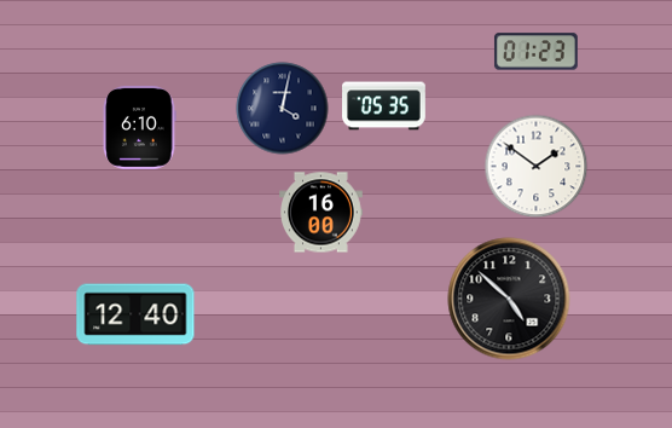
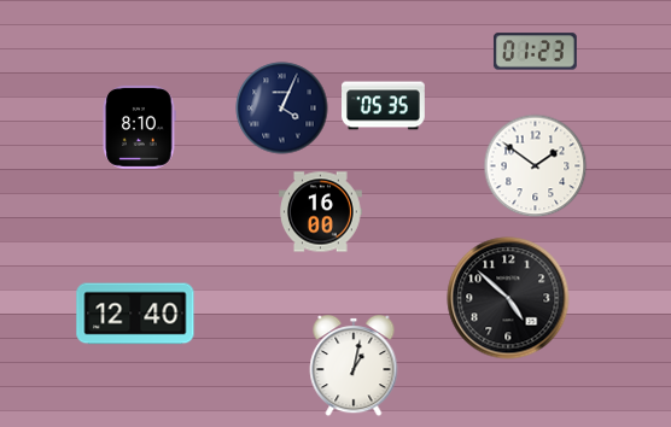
clock at (283, 109): 4:02 -> 4:04
clock at (139, 127): 6:10 -> 8:10
clock at (354, 365): none -> 1:02
